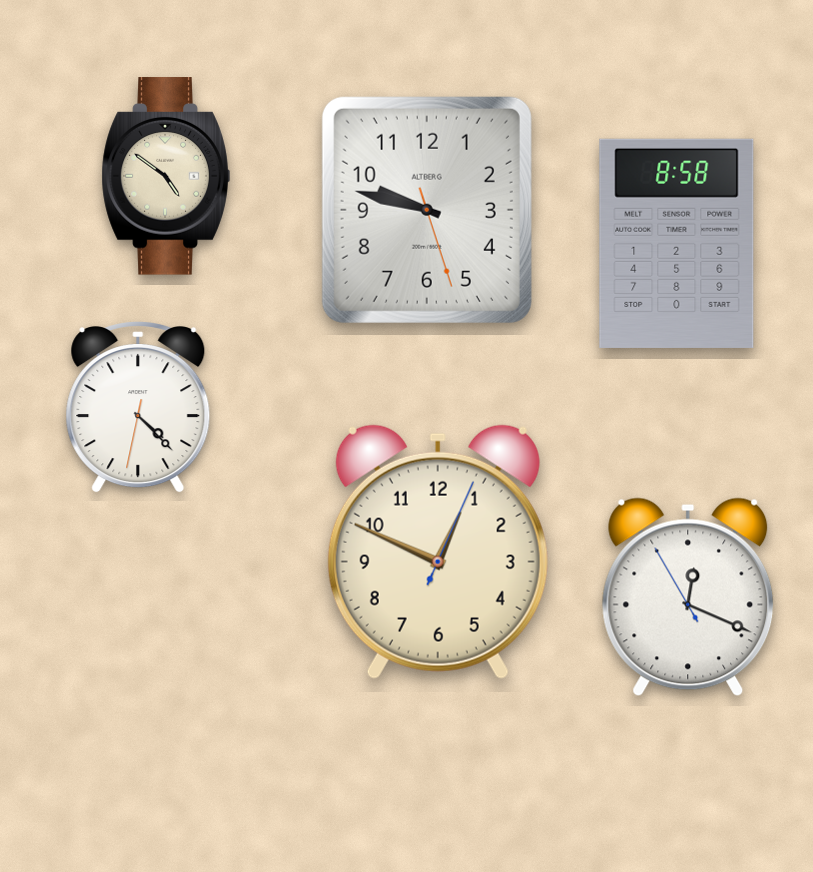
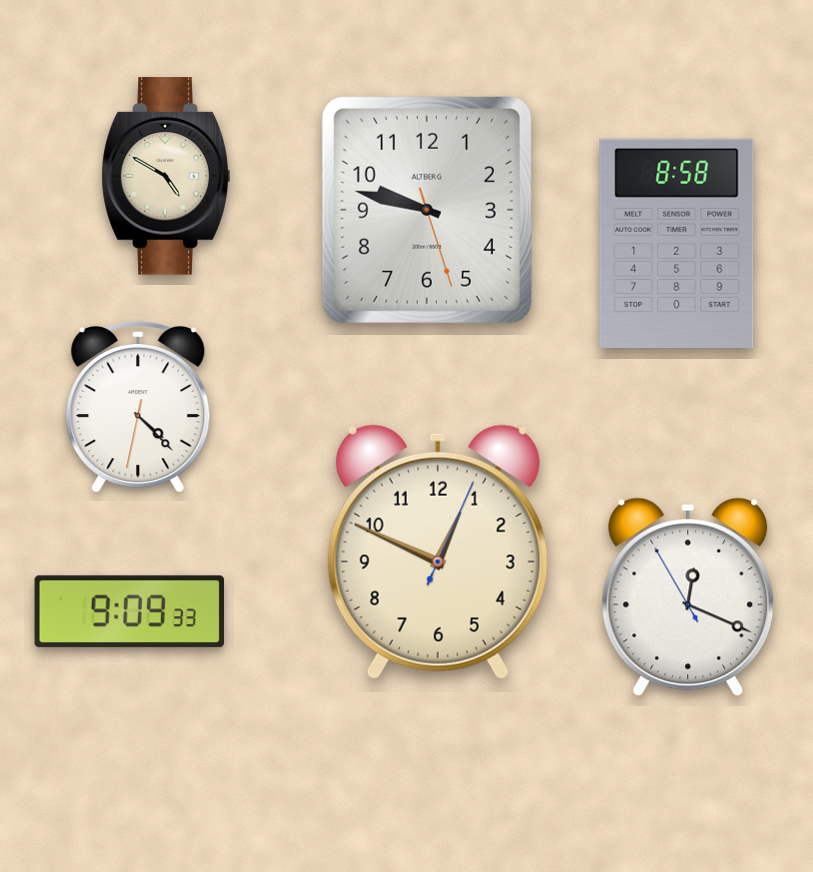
clock at (166, 176): 4:51 -> 4:50
clock at (129, 612): none -> 9:09
